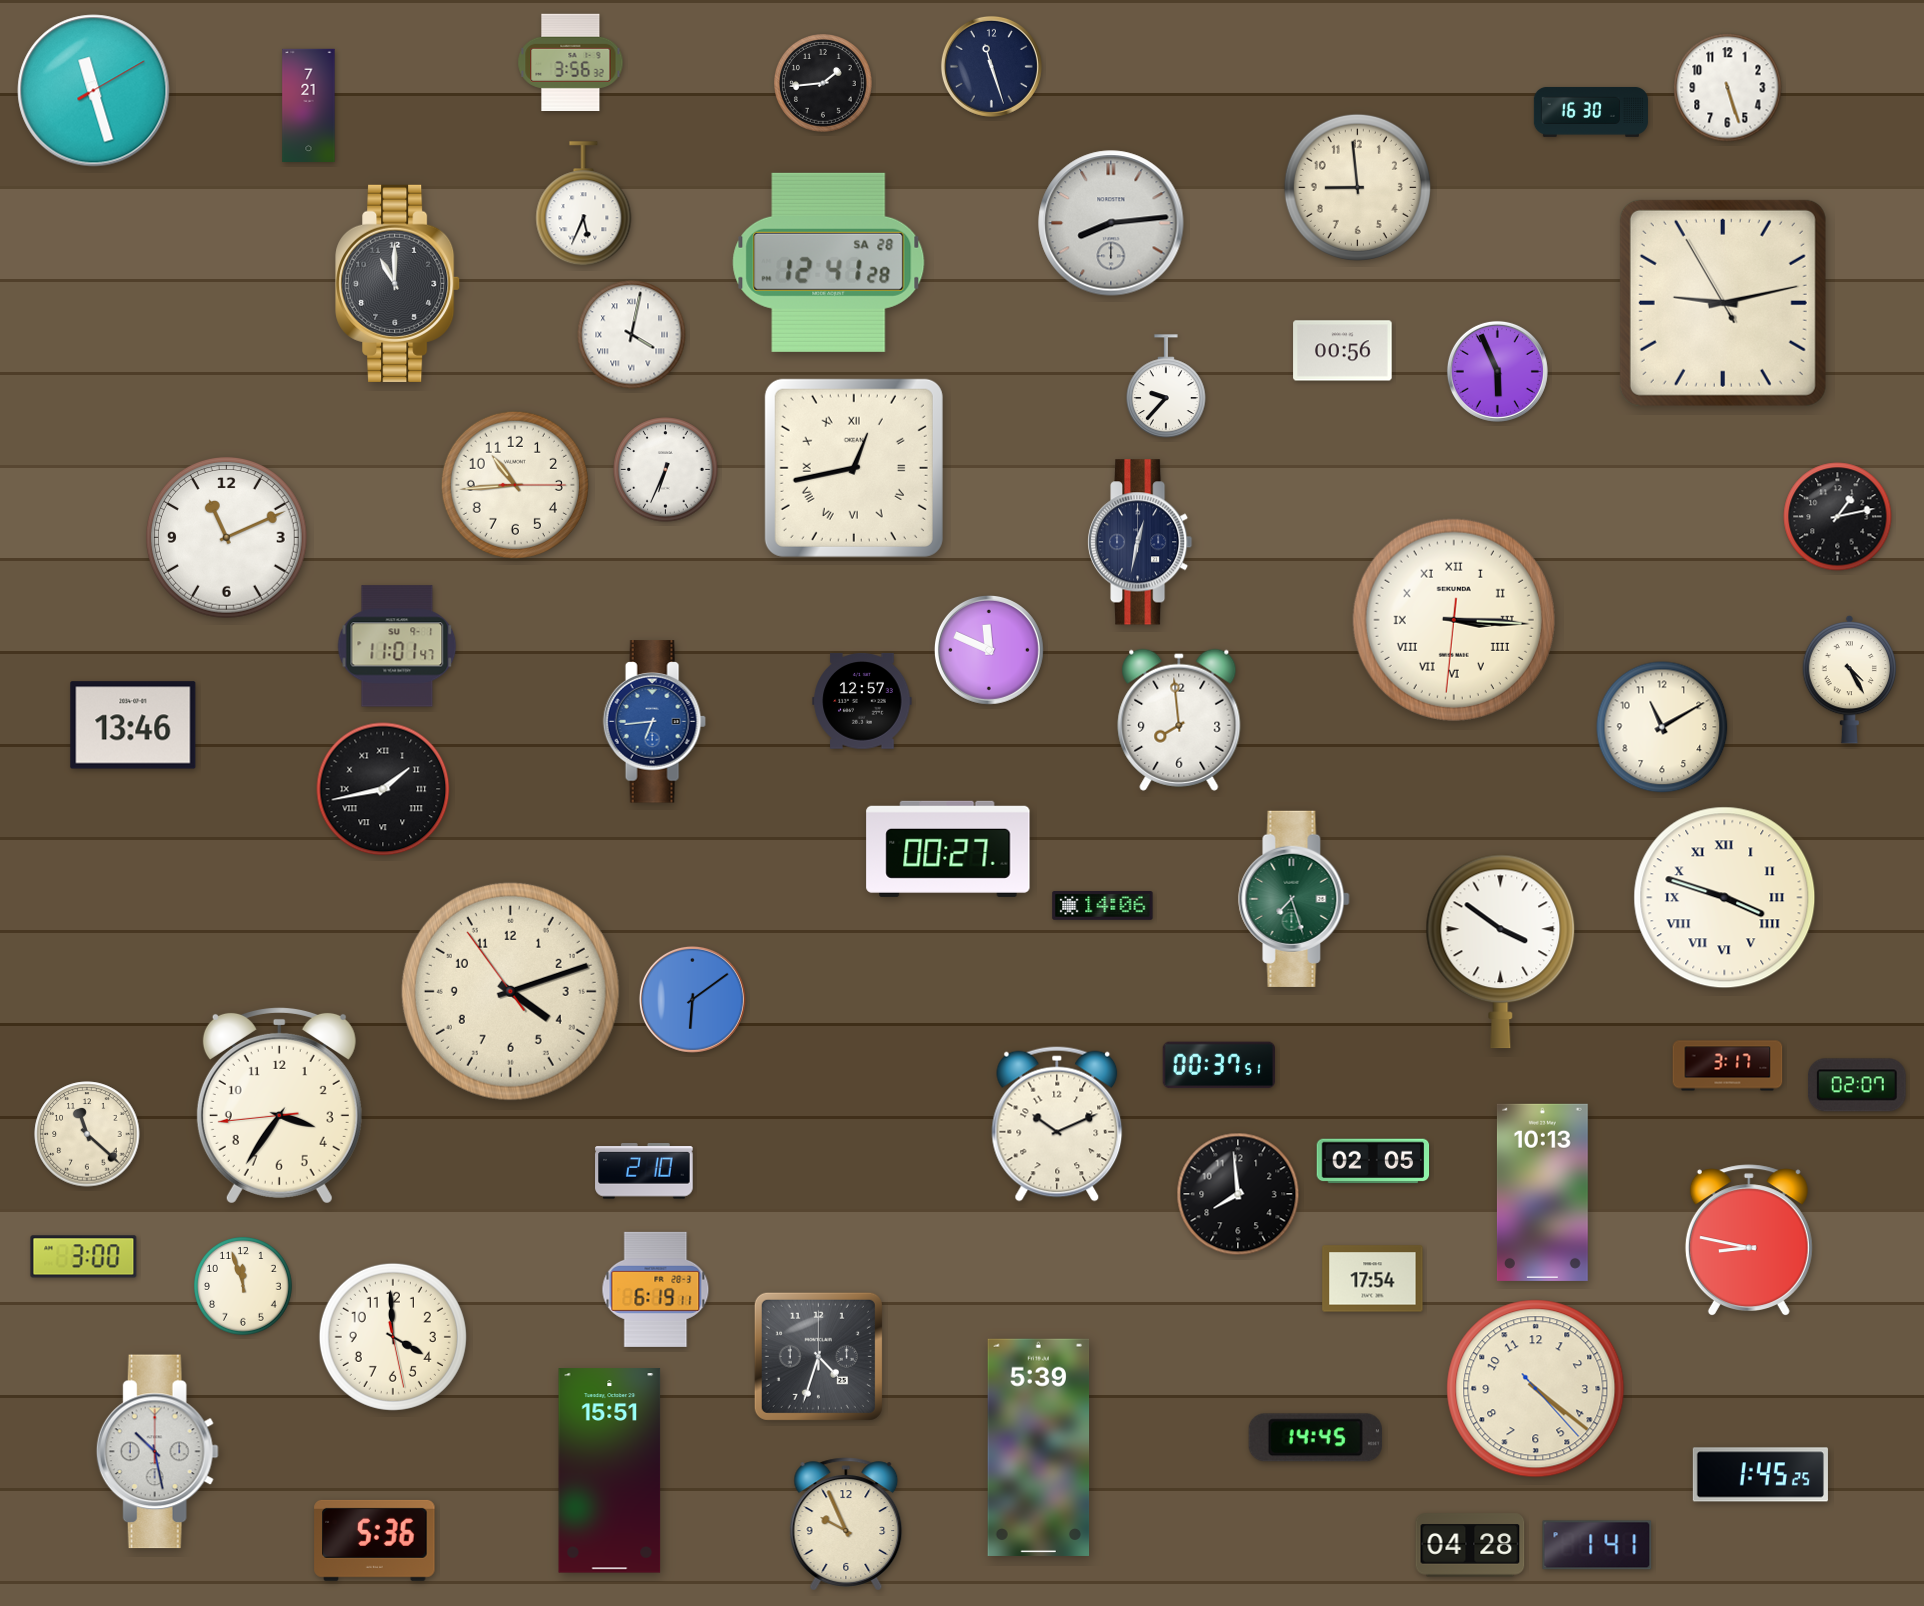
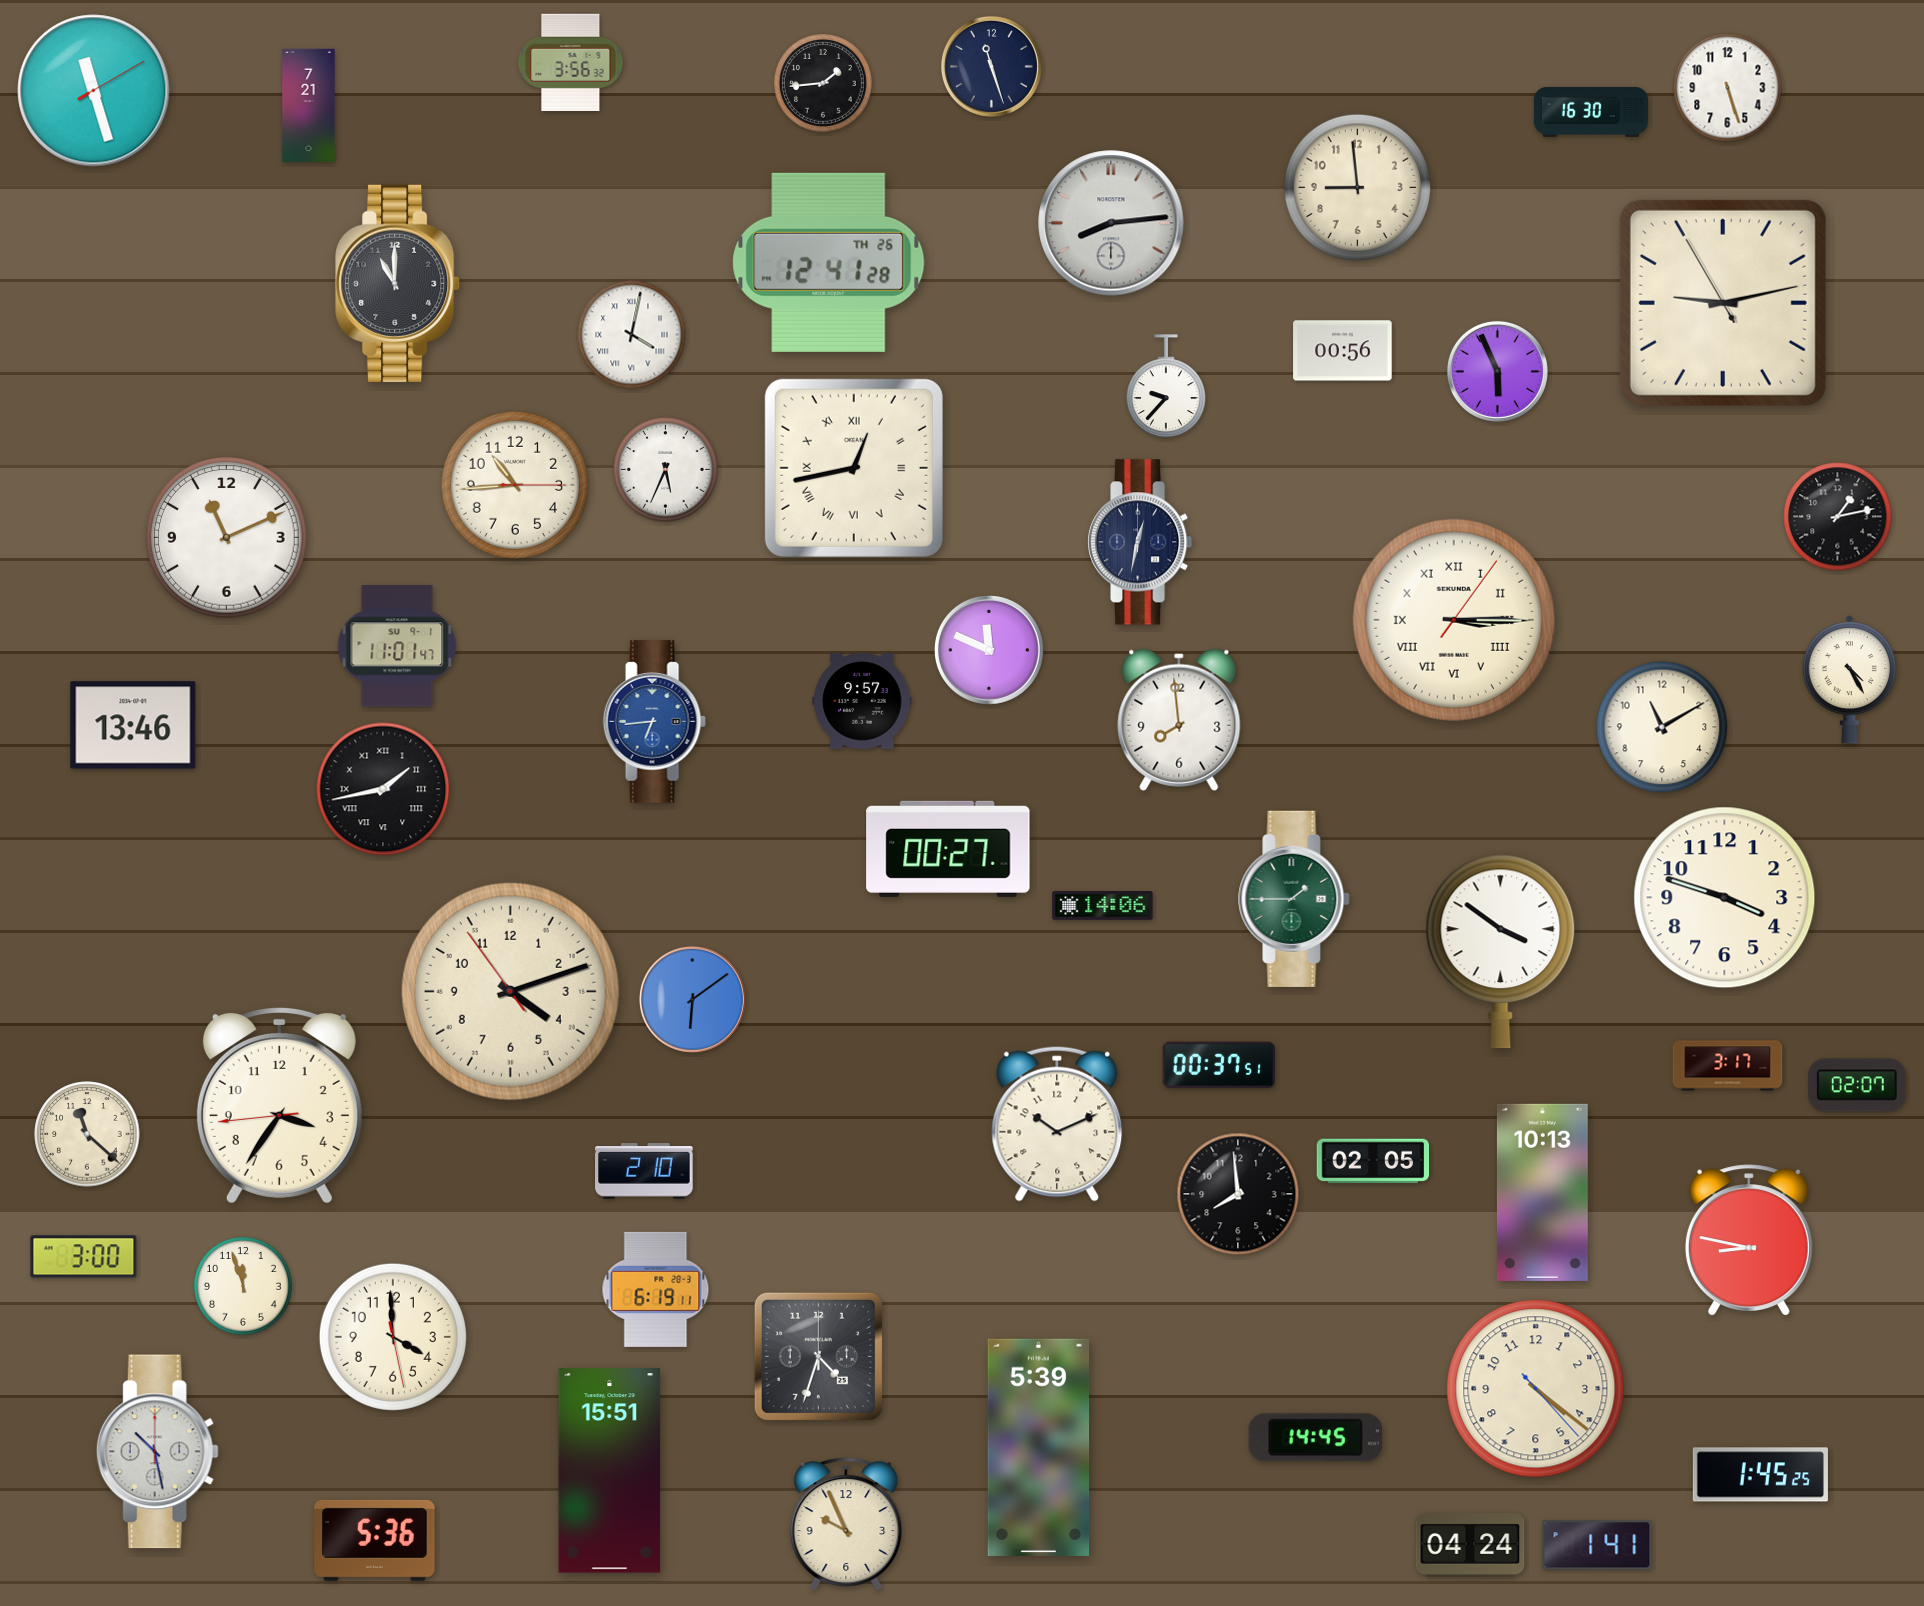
clock at (584, 204): 5:34 -> none
clock at (829, 262) date: SA 28 -> TH 26
clock at (666, 470): 6:34 -> 5:34
clock at (1454, 620): 3:15:31 -> 3:15:06
clock at (862, 701): 12:57 -> 9:57
clock at (1725, 898) numerals: Roman -> Arabic
clock at (1294, 899): 7:27 -> 1:45
clock at (1373, 1279): 17:54 -> none
clock at (1470, 1545): 04:28 -> 04:24
